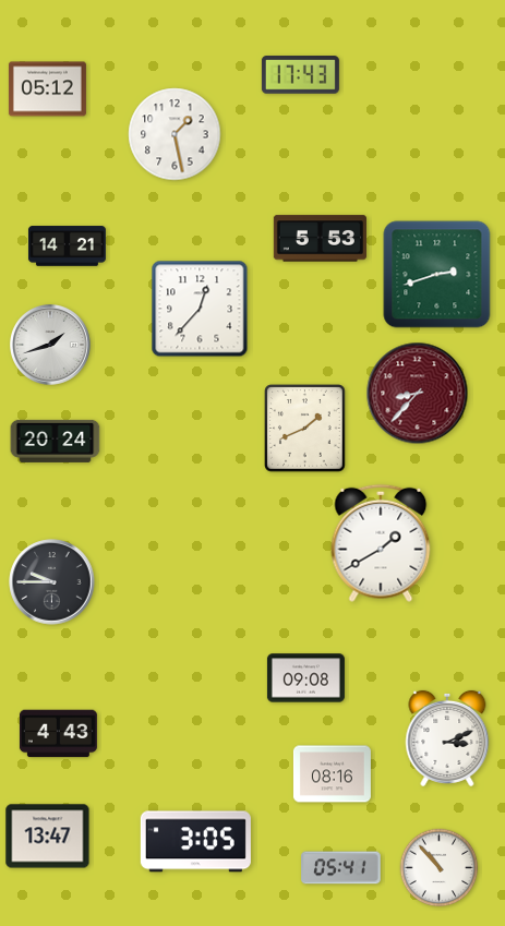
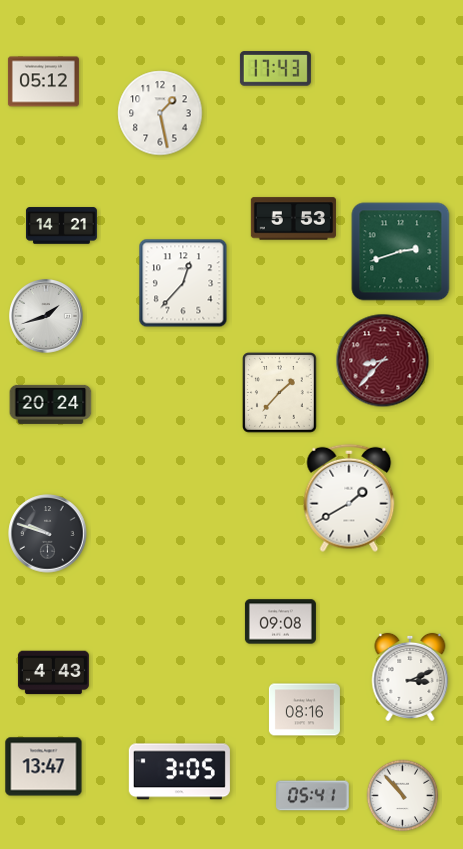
clock at (175, 134) position: (175, 134) -> (160, 113)
clock at (305, 429): 1:41 -> 1:37
clock at (52, 582): 9:45 -> 9:48
